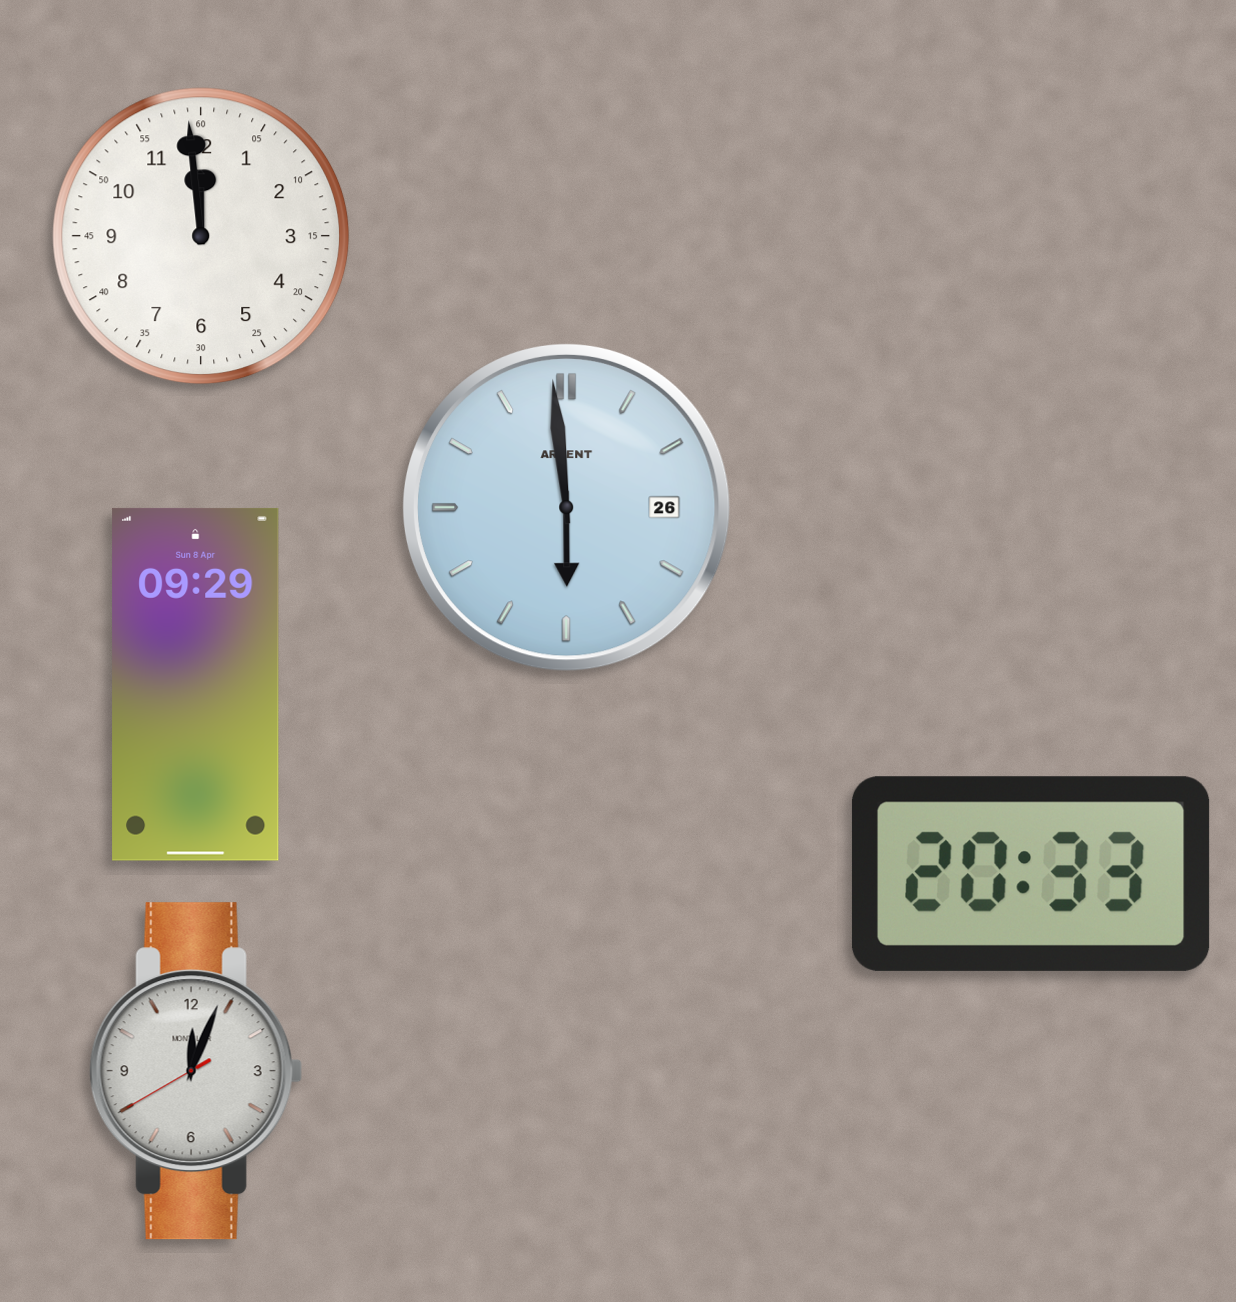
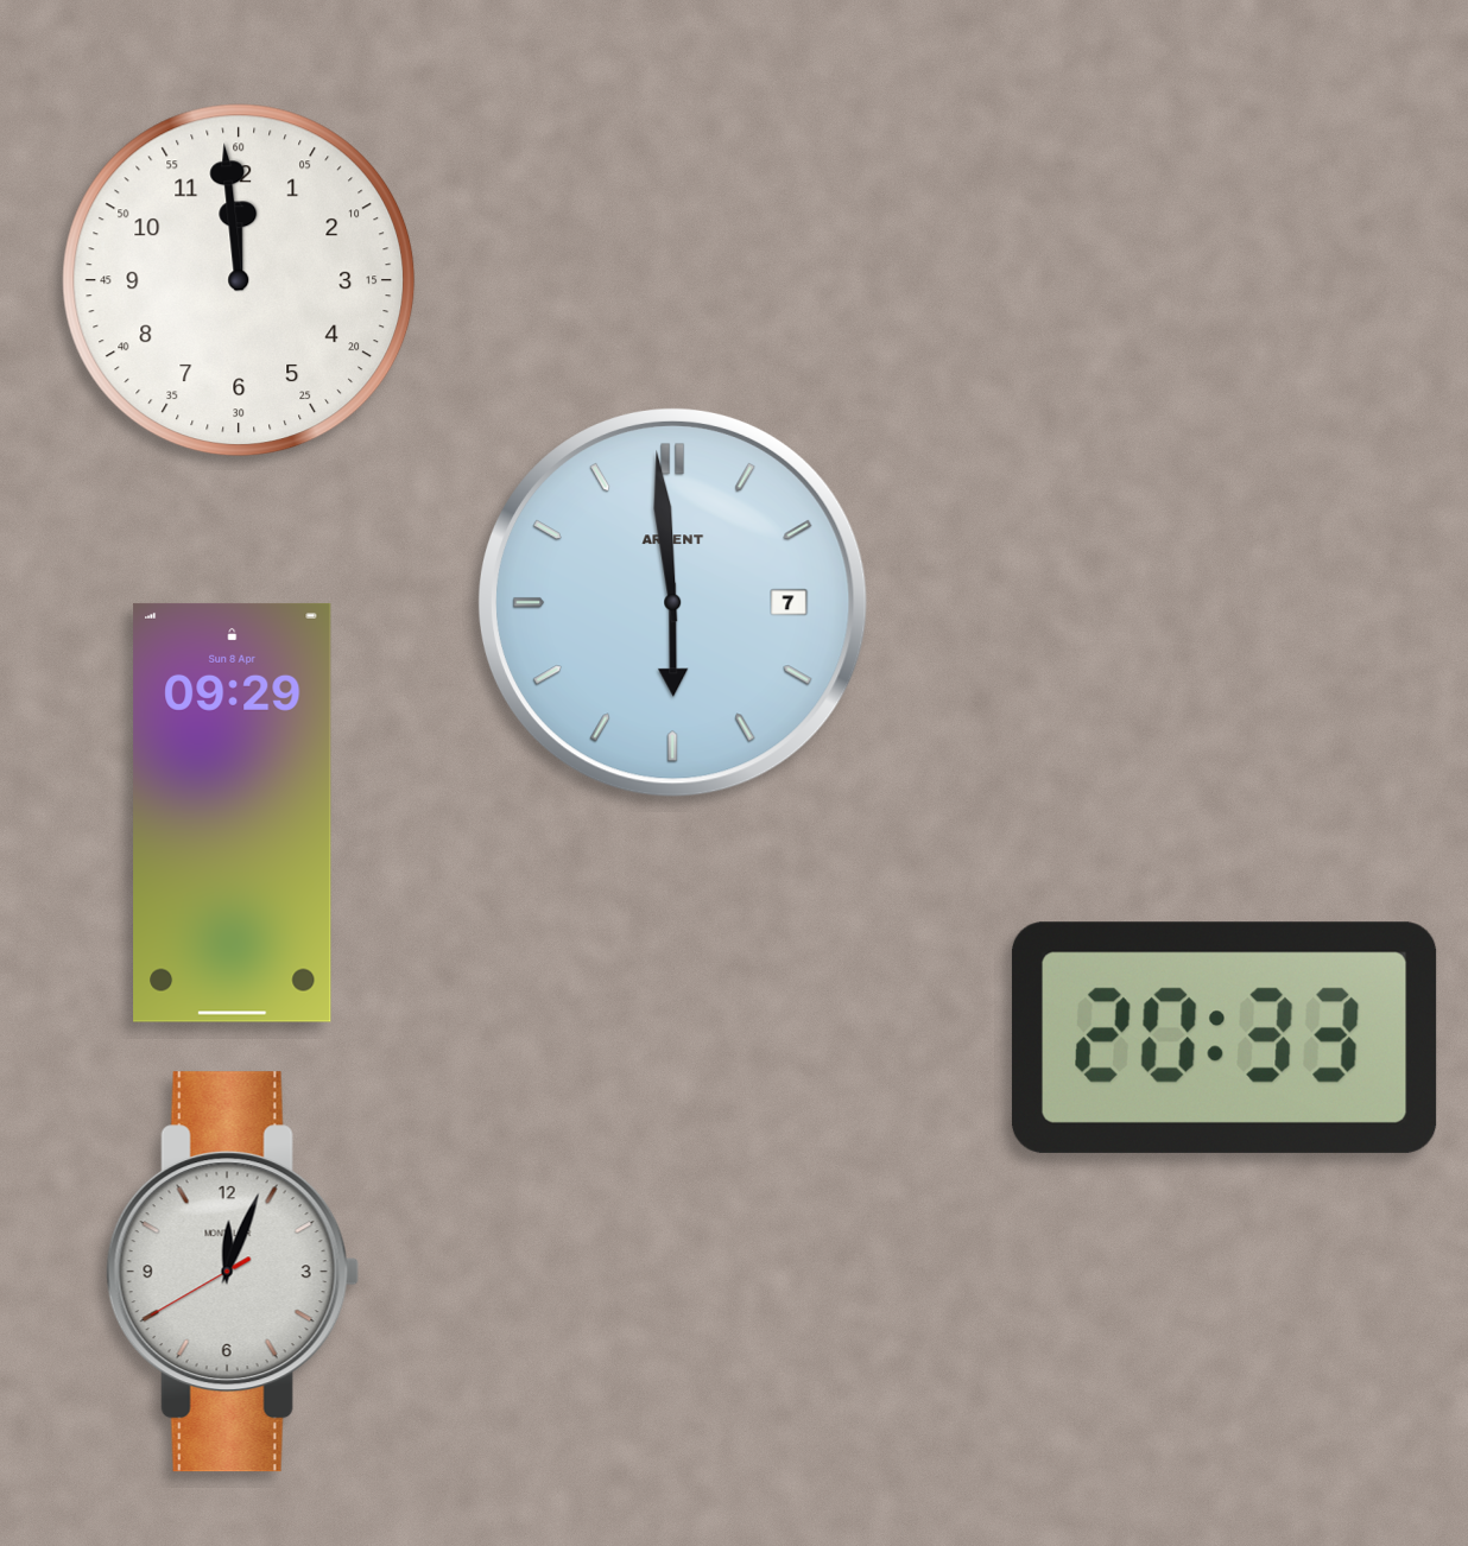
clock at (566, 507) date: 26 -> 7
